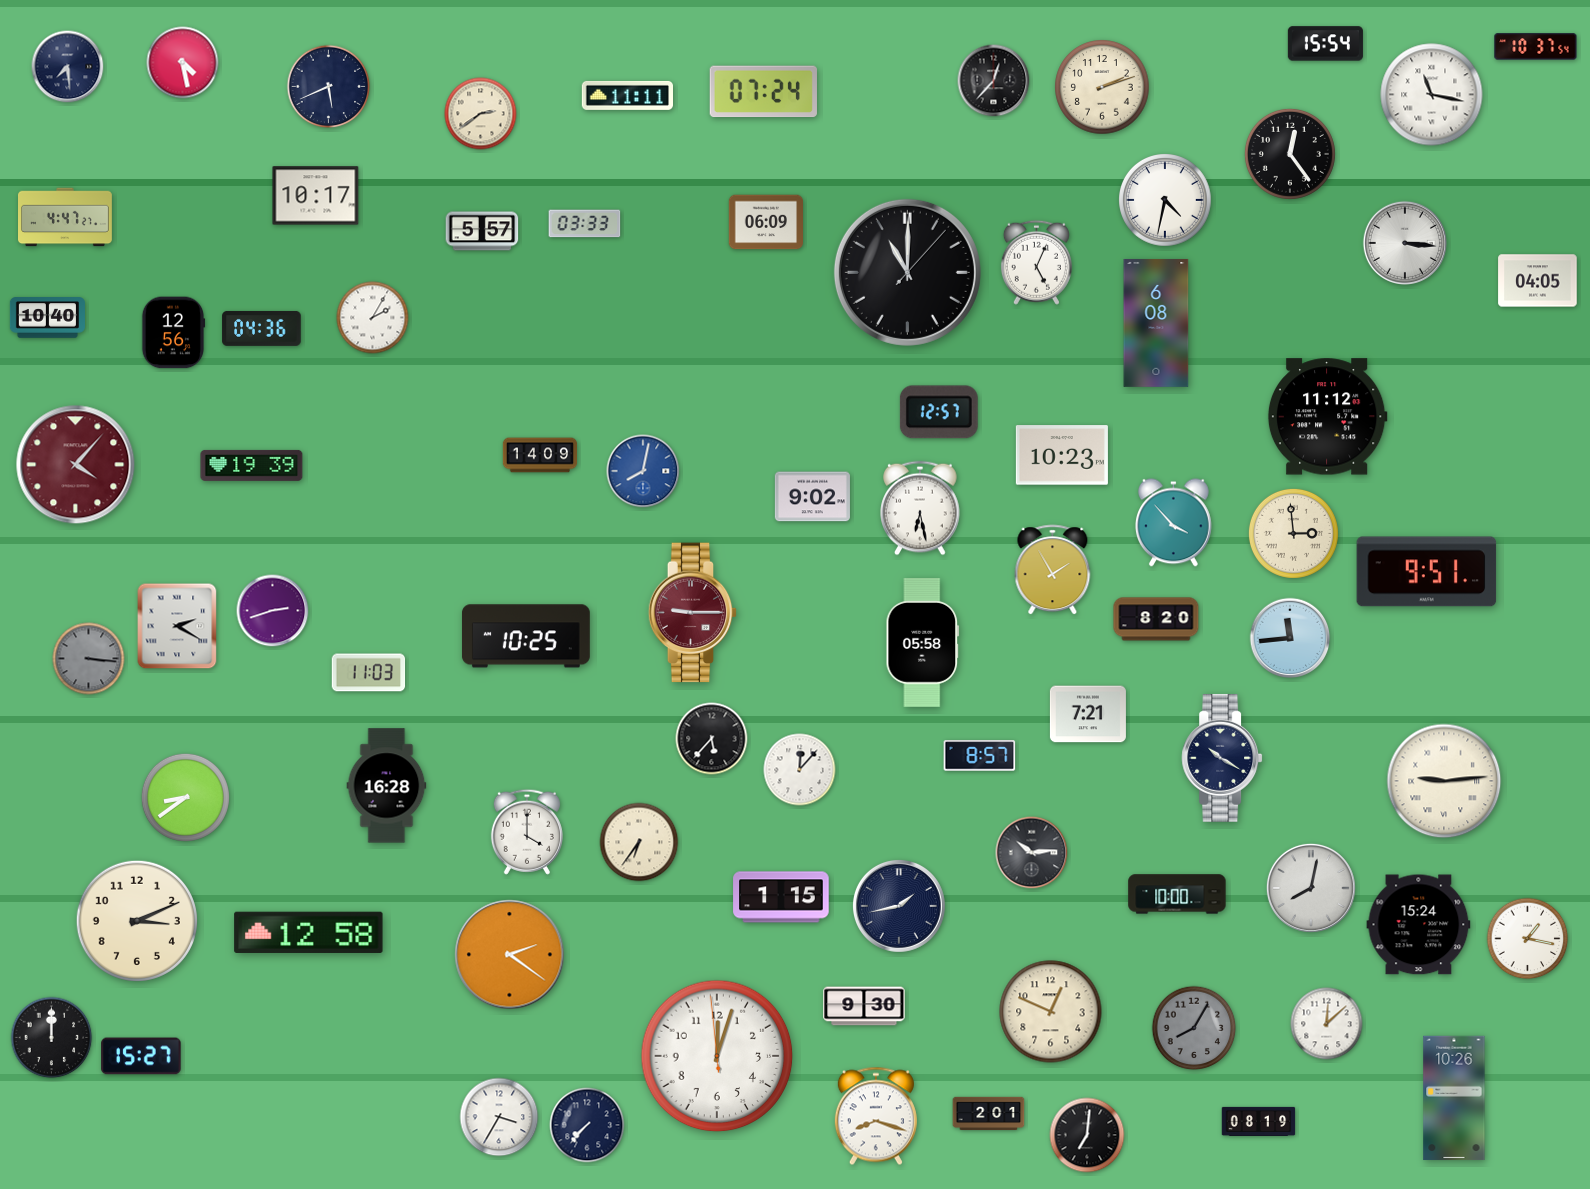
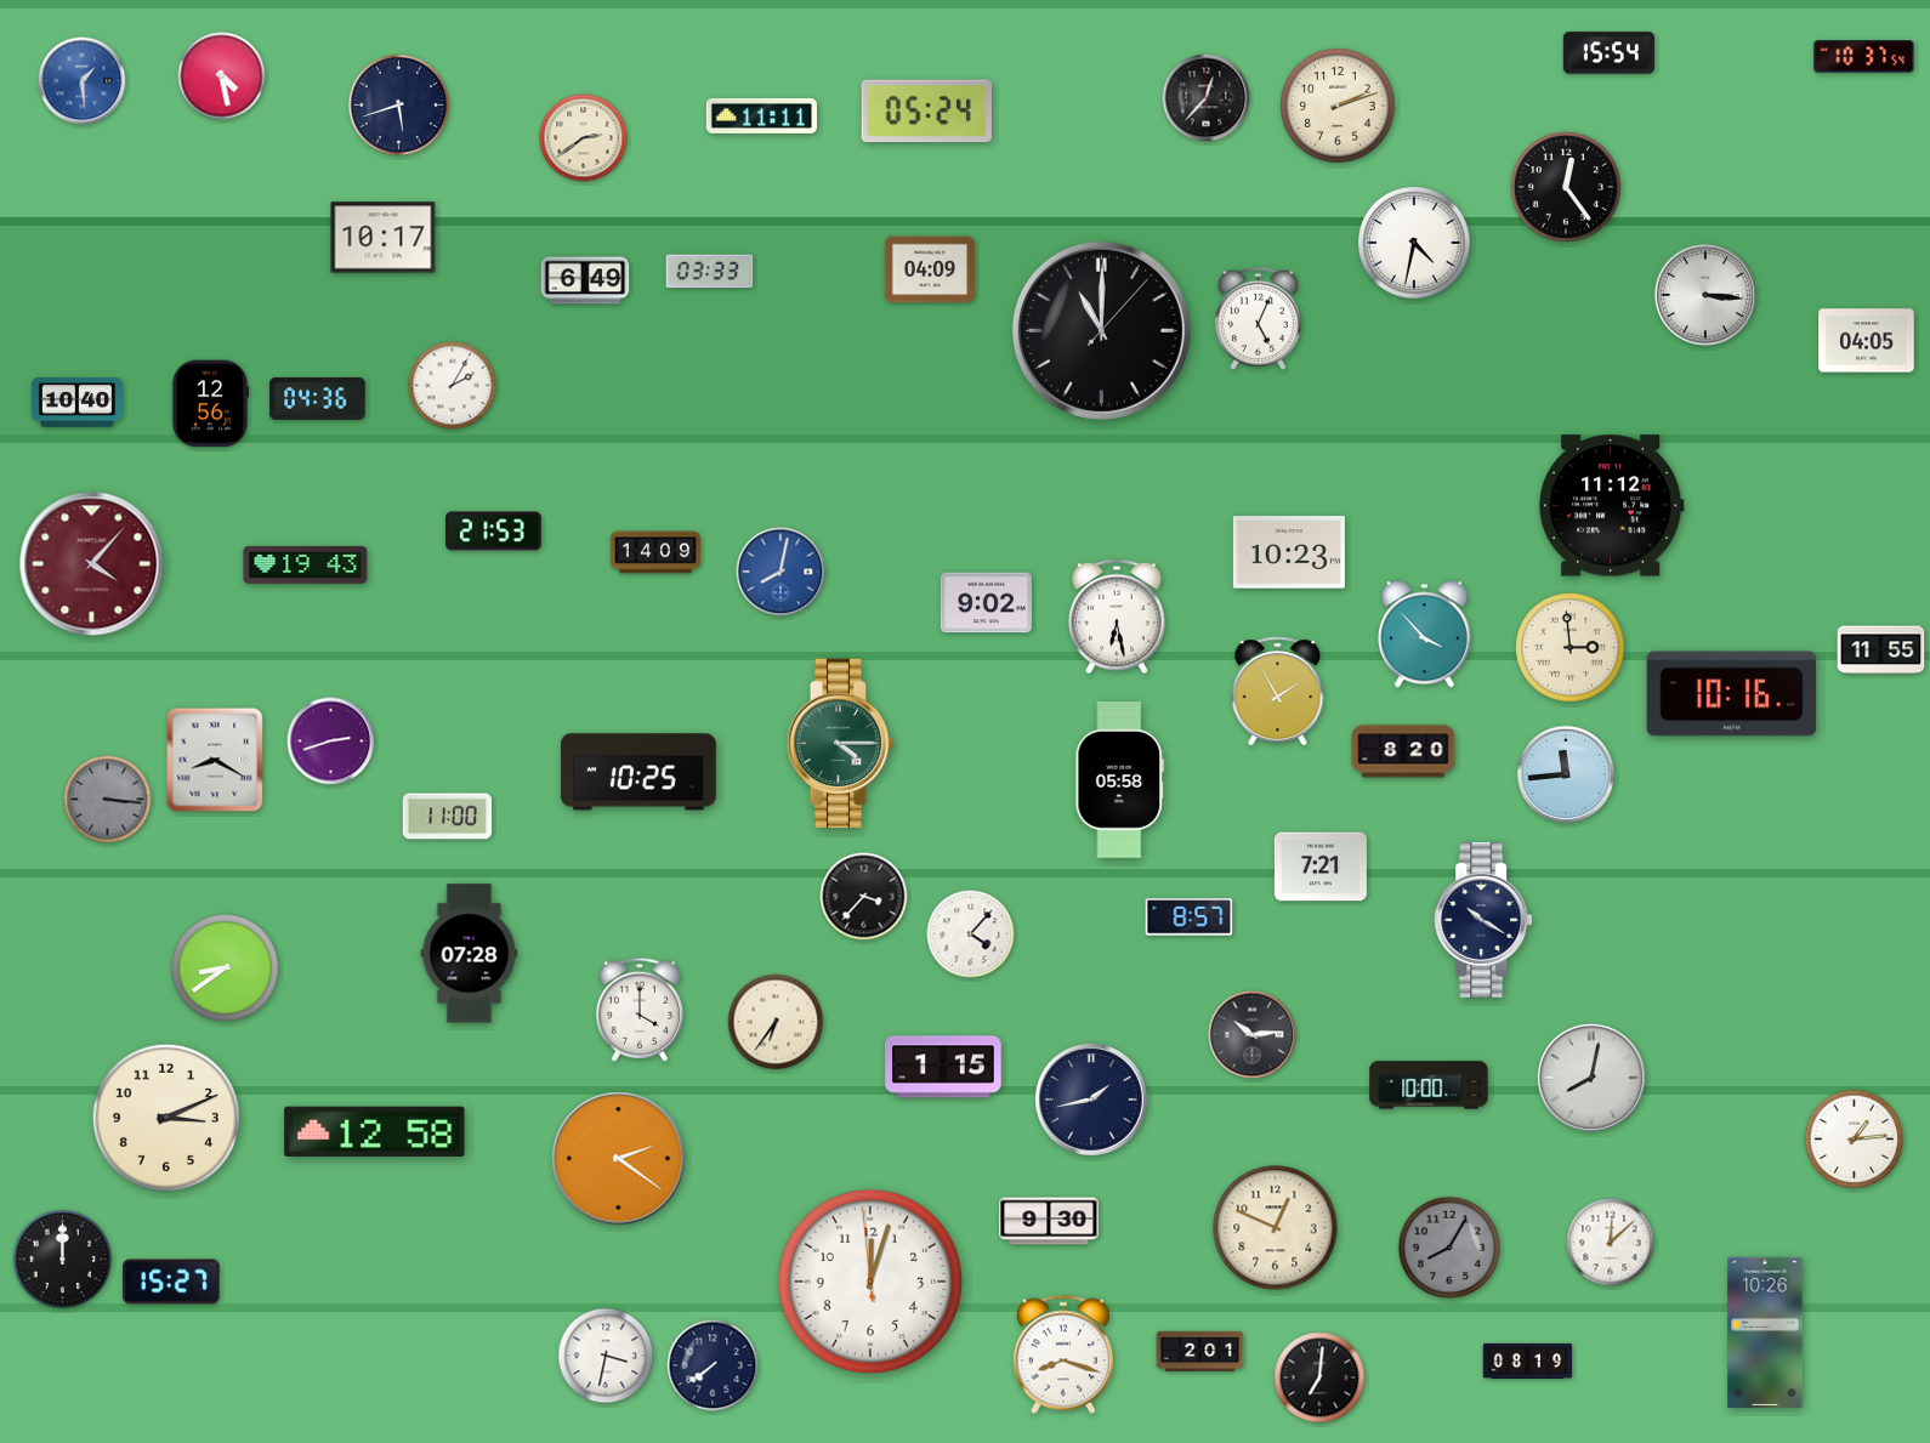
clock at (68, 67): 7:29 -> 1:29
clock at (68, 67) dial: navy -> blue
clock at (329, 87): 5:41 -> 5:42
clock at (763, 92): 07:24 -> 05:24
clock at (1432, 95): 11:17 -> none
clock at (66, 217): 4:47 -> none
clock at (766, 222): 06:09 -> 04:09
clock at (482, 231): 5:57 -> 6:49
clock at (47, 318) position: (47, 318) -> (76, 403)
clock at (1156, 323): 6:08 -> none
clock at (939, 412): 12:57 -> none
clock at (494, 532): none -> 21:53
clock at (252, 465): 19:39 -> 19:43
clock at (1881, 651): none -> 11:55
clock at (1427, 572): 9:51 -> 10:16
clock at (693, 613): 9:15 -> 4:15
clock at (693, 613) dial: burgundy -> green
clock at (177, 626): 2:20 -> 8:20
clock at (369, 673): 11:03 -> 11:00
clock at (712, 739): 5:37 -> 3:37
clock at (800, 770): 12:07 -> 4:07
clock at (1444, 781): 9:14 -> none
clock at (387, 786): 16:28 -> 07:28
clock at (781, 897) position: (781, 897) -> (943, 1067)
clock at (1419, 925): 15:24 -> none
clock at (1528, 939): 1:17 -> 1:14
clock at (499, 1117): 3:35 -> 3:32
clock at (587, 1125): 7:37 -> 7:39
